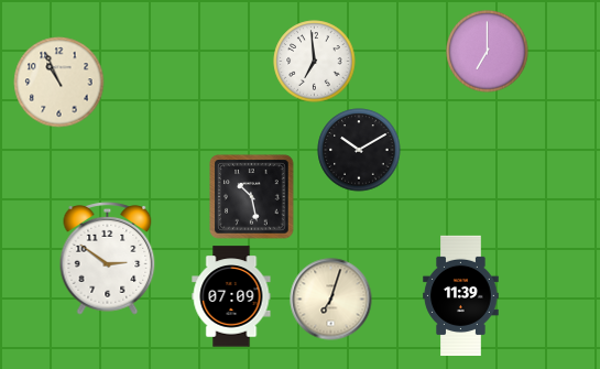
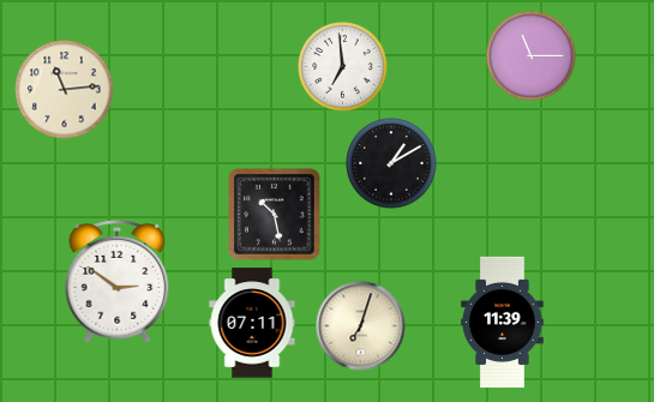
clock at (488, 52): 7:00 -> 11:15
clock at (59, 83): 10:56 -> 11:14
clock at (359, 150): 10:10 -> 1:10
clock at (231, 296): 07:09 -> 07:11
